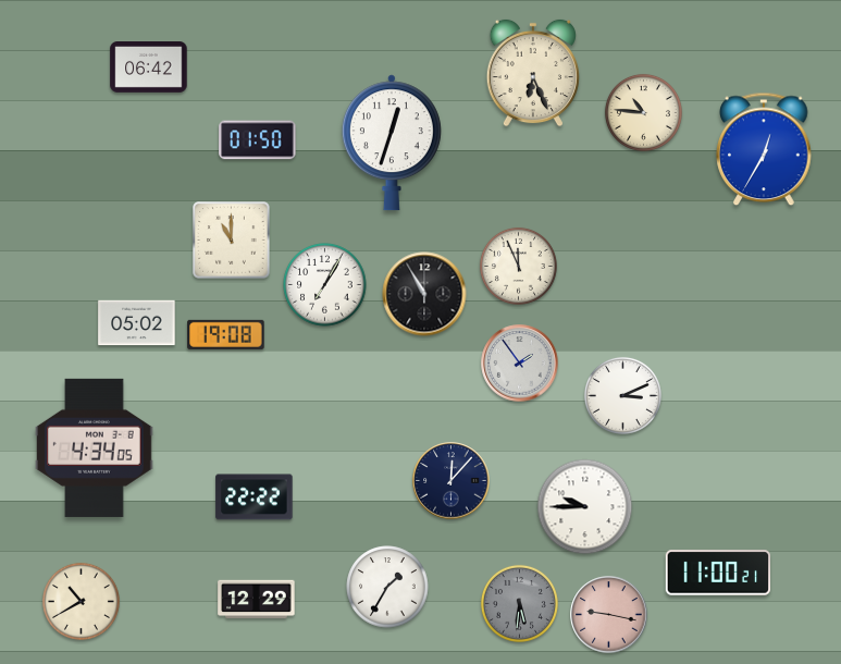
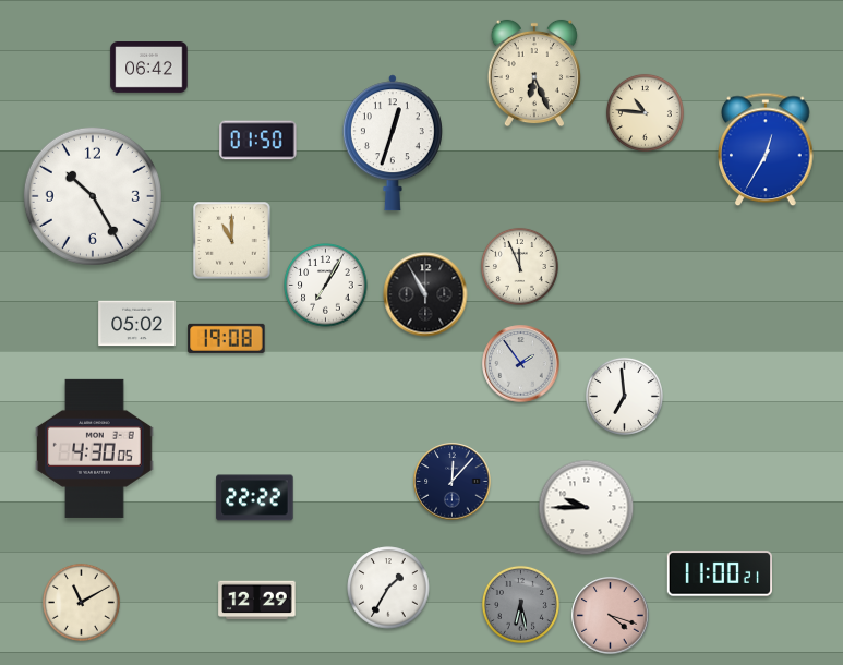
clock at (93, 196): none -> 10:25
clock at (226, 334) position: (226, 334) -> (227, 338)
clock at (622, 395): 3:11 -> 6:59
clock at (95, 447): 4:34 -> 4:30
clock at (81, 601): 10:40 -> 11:10
clock at (519, 603): 5:31 -> 6:28
clock at (609, 615): 9:17 -> 4:18
